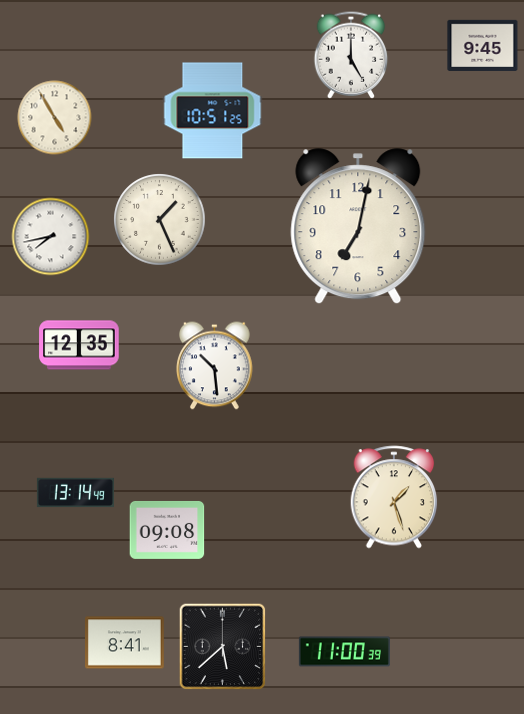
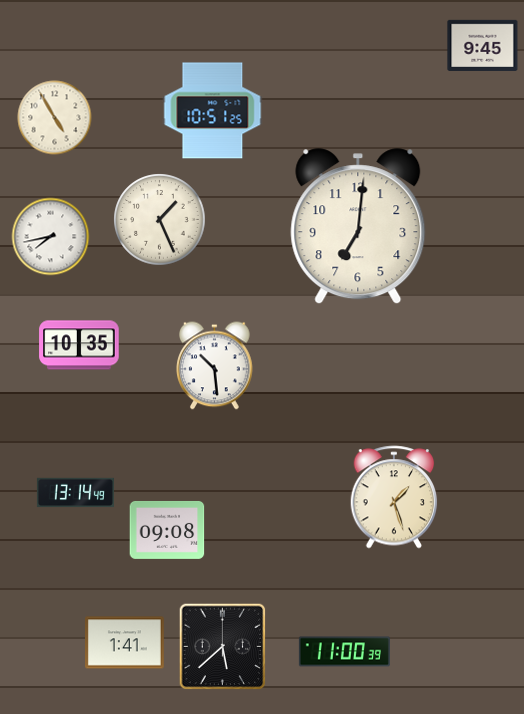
clock at (351, 55): 5:00 -> none
clock at (358, 227): 7:02 -> 7:01
clock at (79, 345): 12:35 -> 10:35
clock at (125, 643): 8:41 -> 1:41
